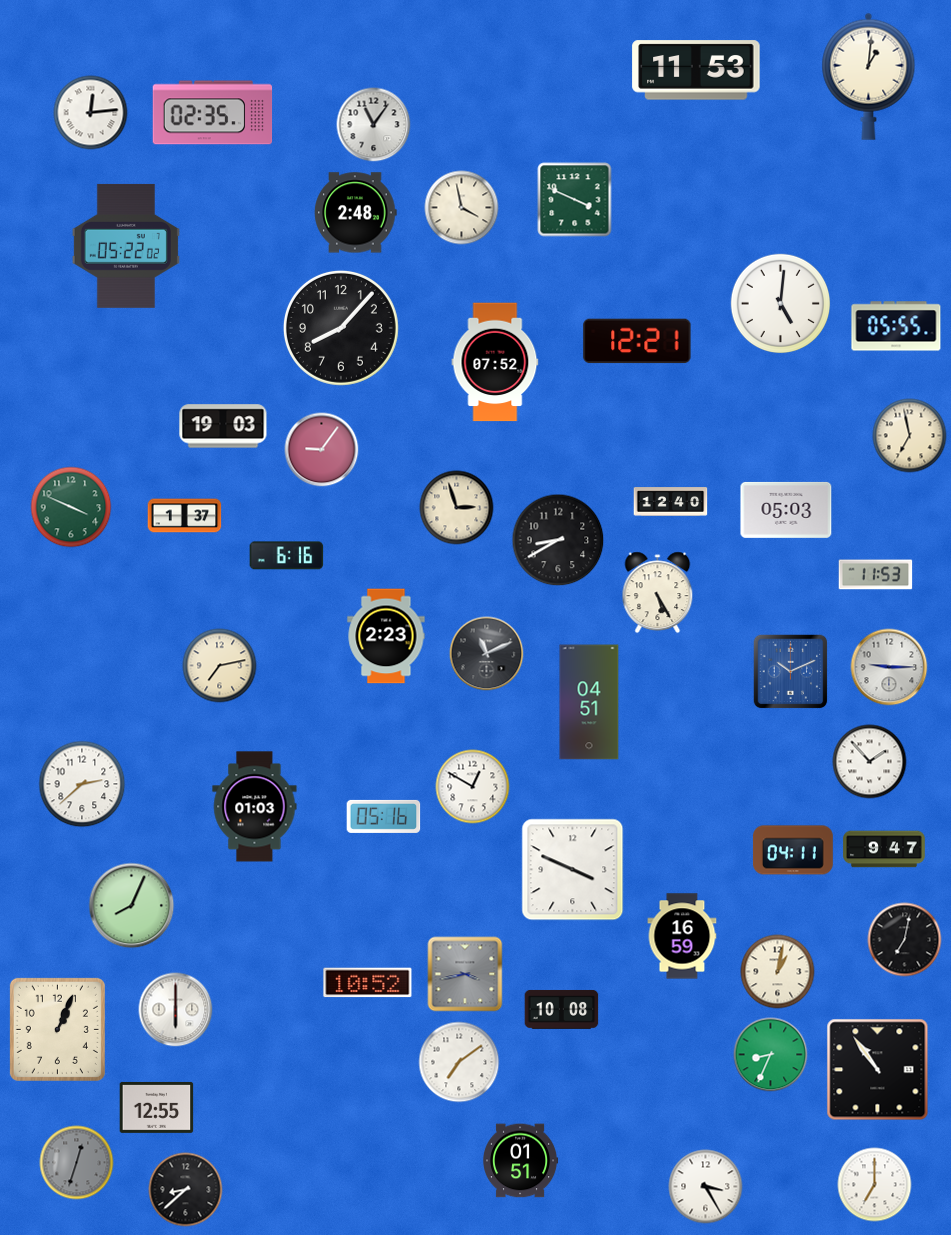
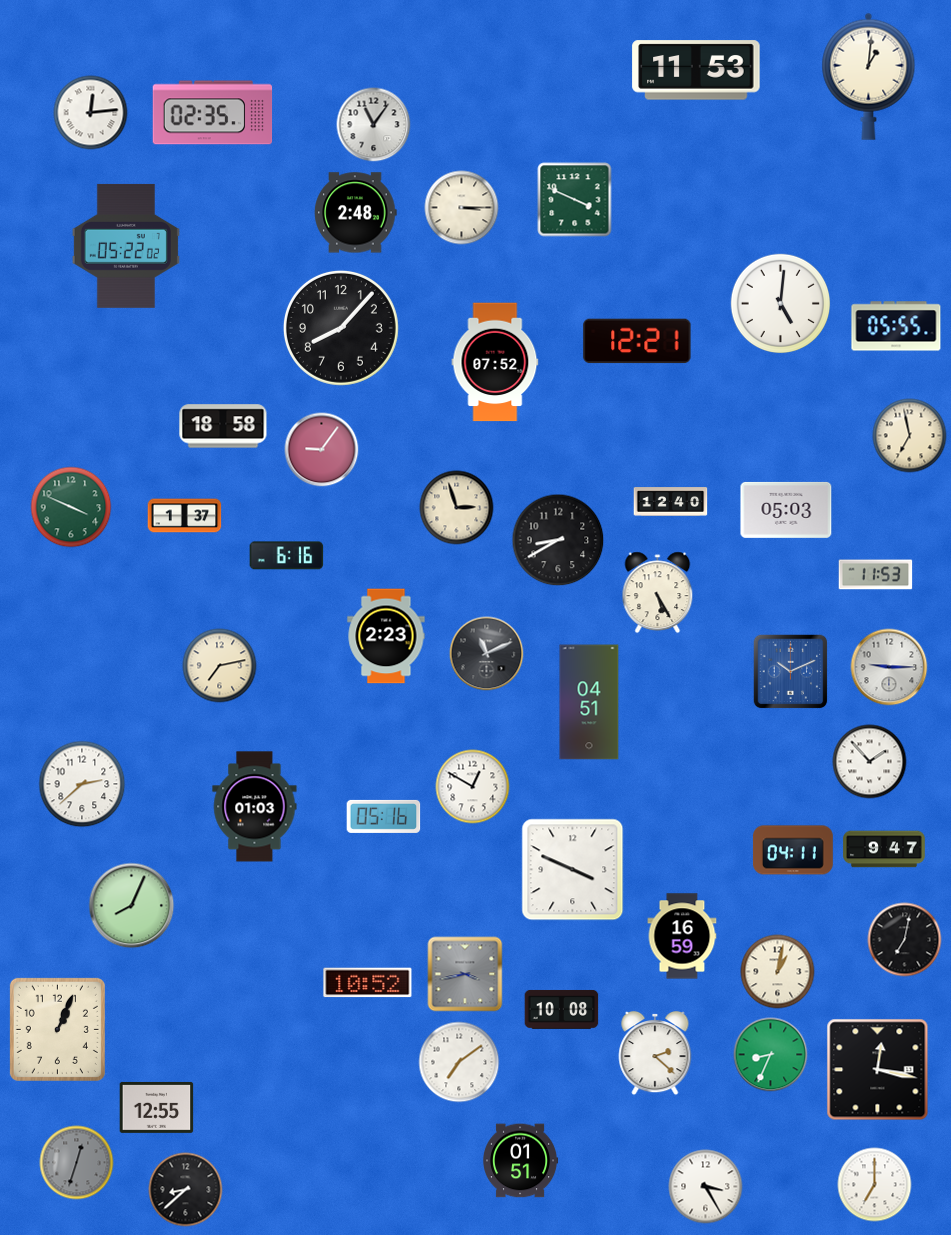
clock at (462, 208): 3:58 -> 3:15
clock at (223, 426): 19:03 -> 18:58
clock at (176, 1010): 6:00 -> none
clock at (655, 1053): none -> 2:22
clock at (878, 1070): 10:54 -> 12:17
